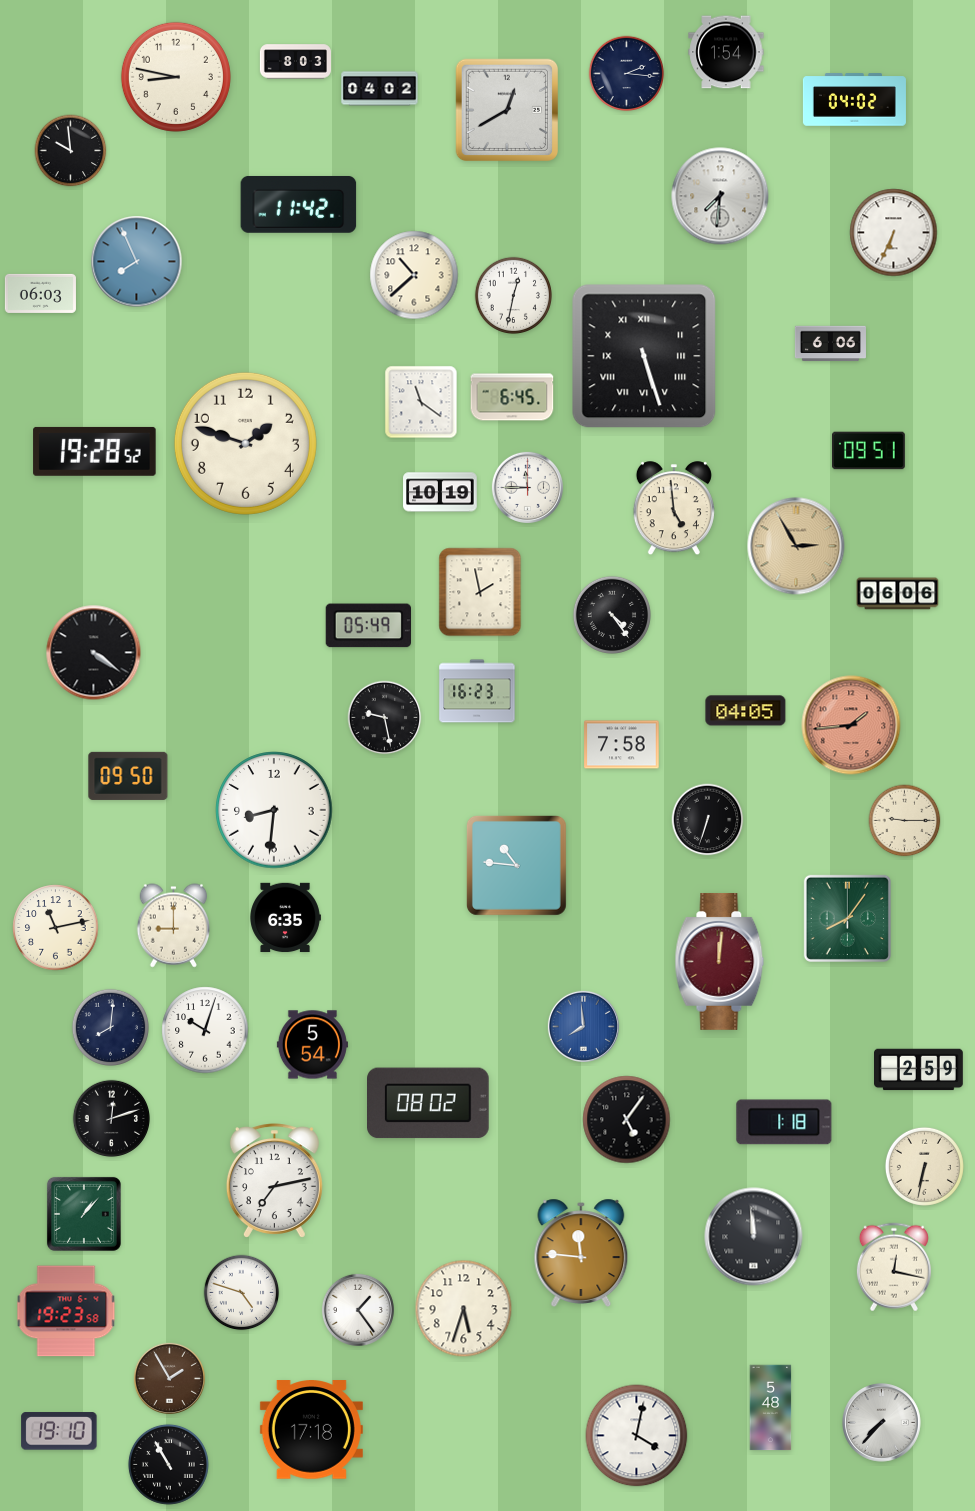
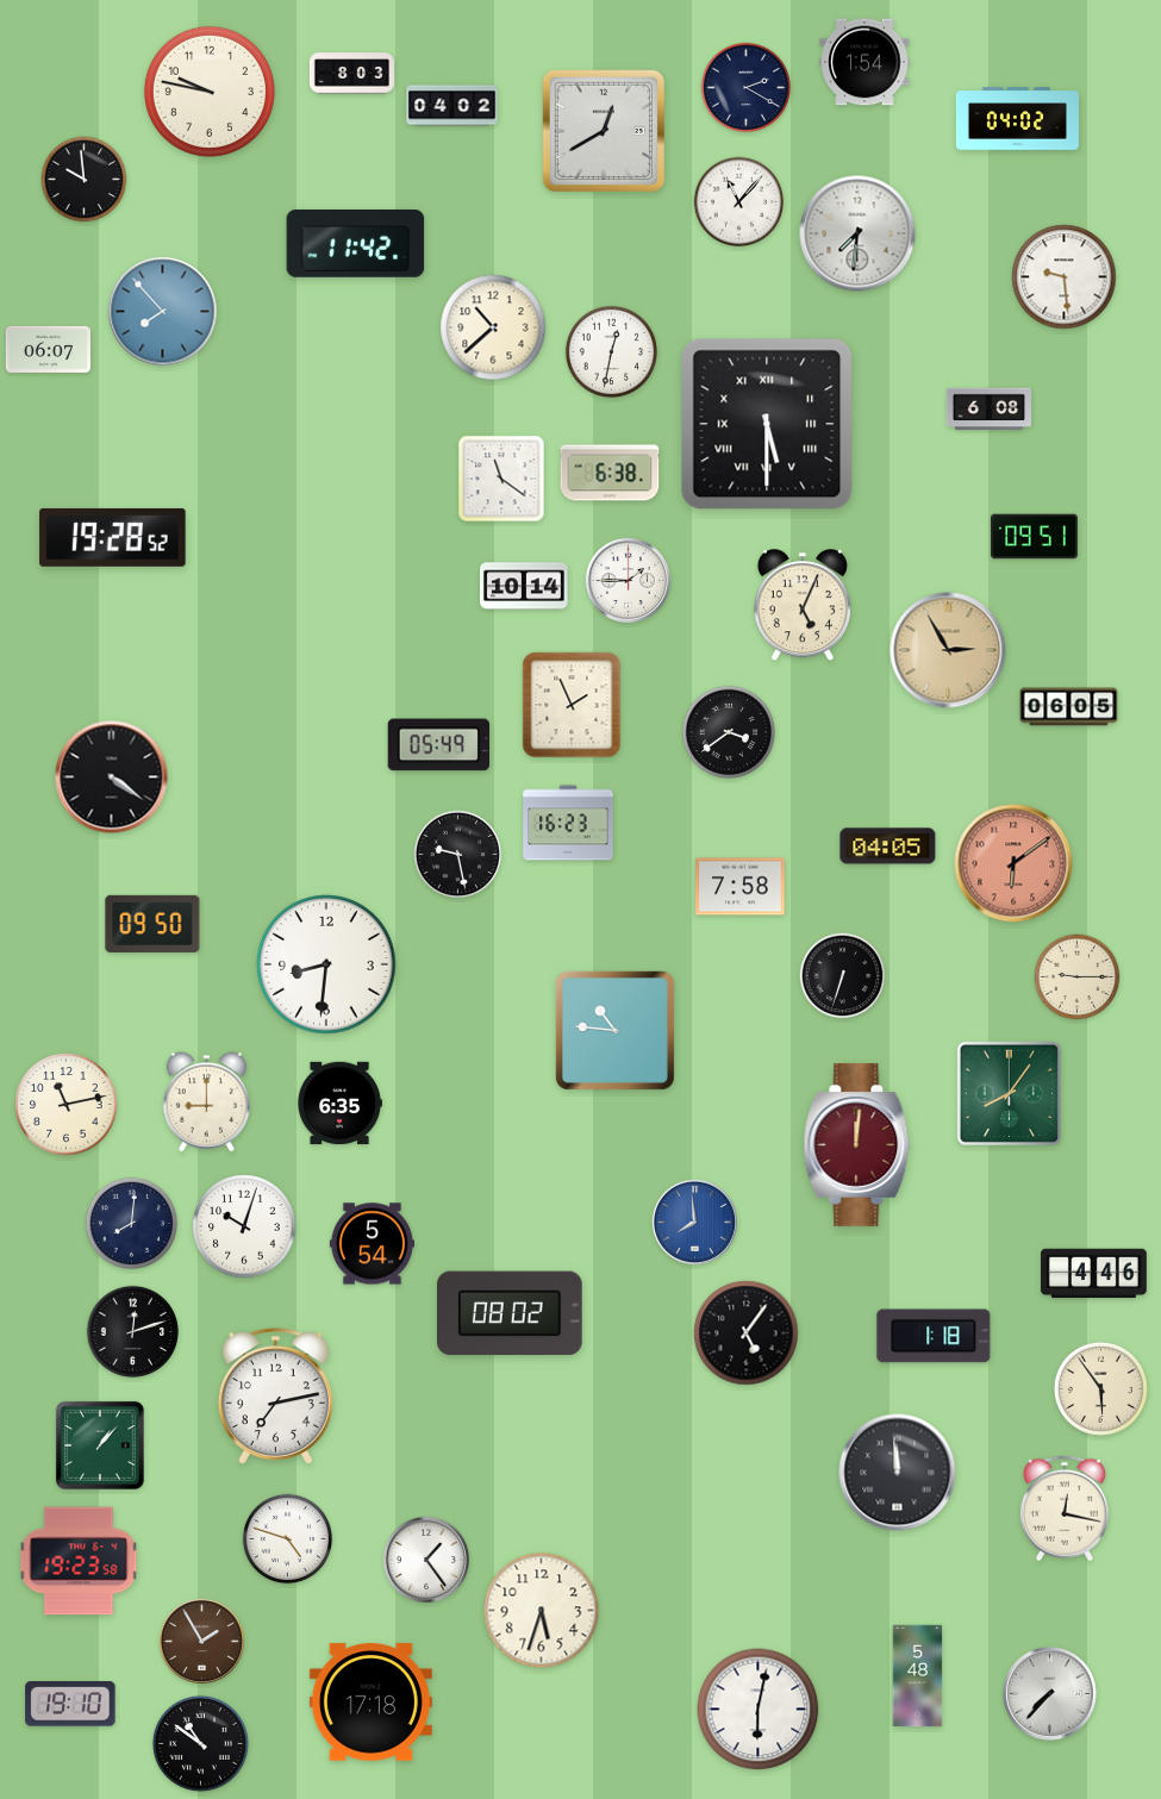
clock at (627, 74): 2:16 -> 2:20
clock at (176, 77): 8:47 -> 9:47
clock at (739, 202): none -> 11:07
clock at (894, 233): 6:34 -> 9:29
clock at (137, 262): 7:56 -> 7:53
clock at (40, 293): 06:03 -> 06:07
clock at (830, 344): 6:06 -> 6:08
clock at (644, 356): 5:27 -> 5:30
clock at (512, 397): 6:45 -> 6:38
clock at (245, 443): 1:48 -> none
clock at (527, 487): 11:45 -> 1:45
clock at (440, 492): 10:19 -> 10:14
clock at (674, 509): 4:59 -> 5:04
clock at (480, 592): 1:58 -> 1:56
clock at (898, 594): 06:06 -> 06:05
clock at (612, 615): 4:24 -> 3:39
clock at (851, 725): 1:44 -> 6:09
clock at (285, 918) position: (285, 918) -> (339, 1104)
clock at (919, 1070): 2:59 -> 4:46
clock at (924, 1166): 6:32 -> 5:54
clock at (274, 1181) position: (274, 1181) -> (275, 1397)
clock at (581, 1252): 11:46 -> none
clock at (464, 1309) position: (464, 1309) -> (542, 1611)
clock at (637, 1436): 4:02 -> 6:02
clock at (168, 1464): 10:55 -> 10:51
